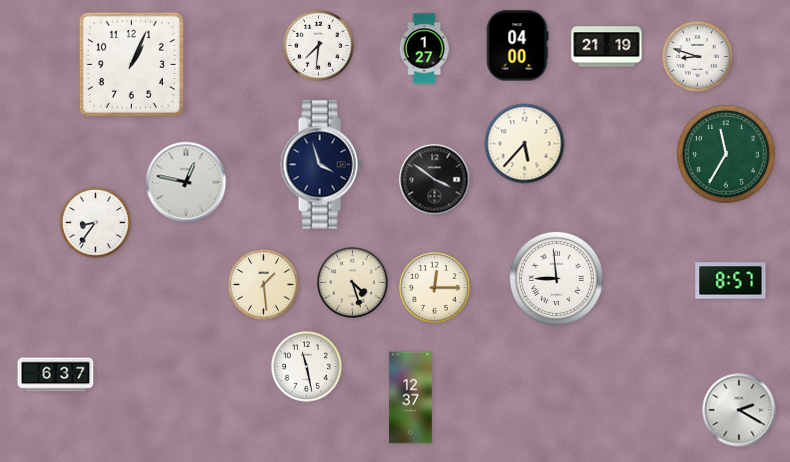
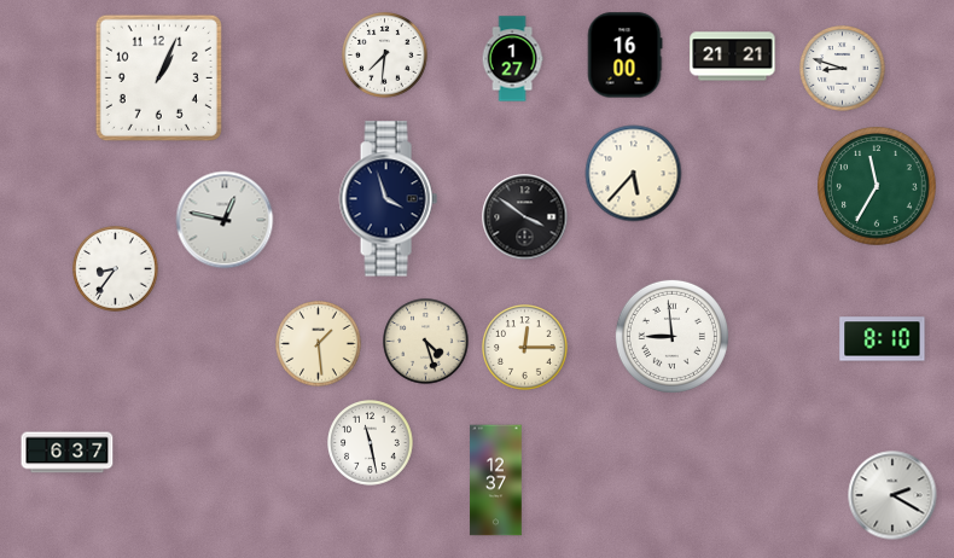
clock at (517, 46): 04:00 -> 16:00
clock at (607, 47): 21:19 -> 21:21
clock at (731, 281): 8:57 -> 8:10
